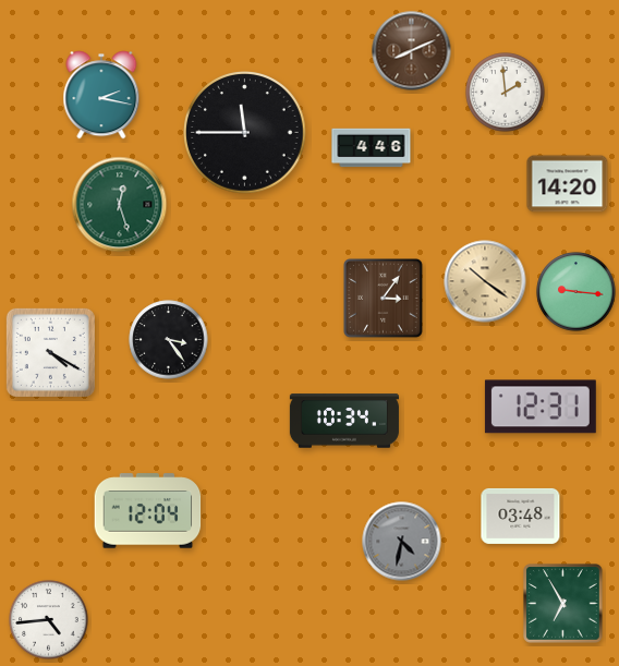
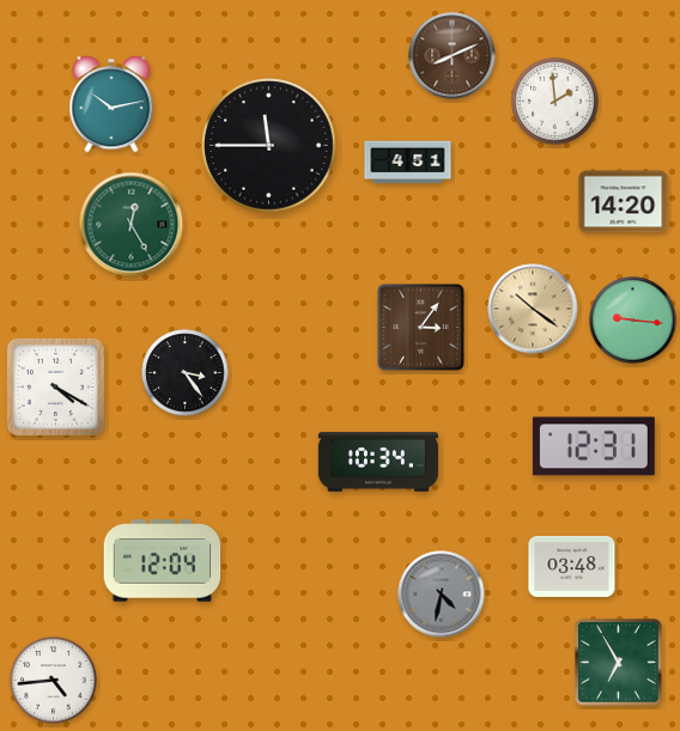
clock at (101, 95): 2:17 -> 10:13
clock at (372, 148): 4:46 -> 4:51
clock at (120, 205): 12:27 -> 12:25
